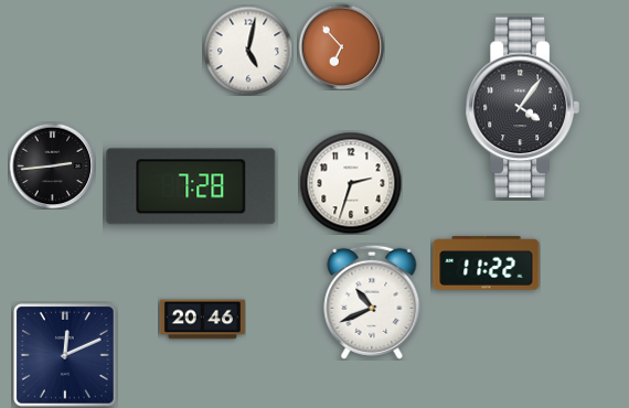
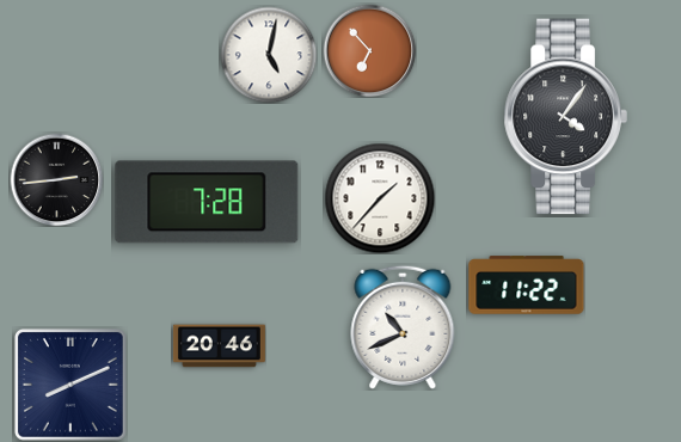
clock at (351, 183): 2:33 -> 1:37
clock at (65, 355): 12:11 -> 8:11
